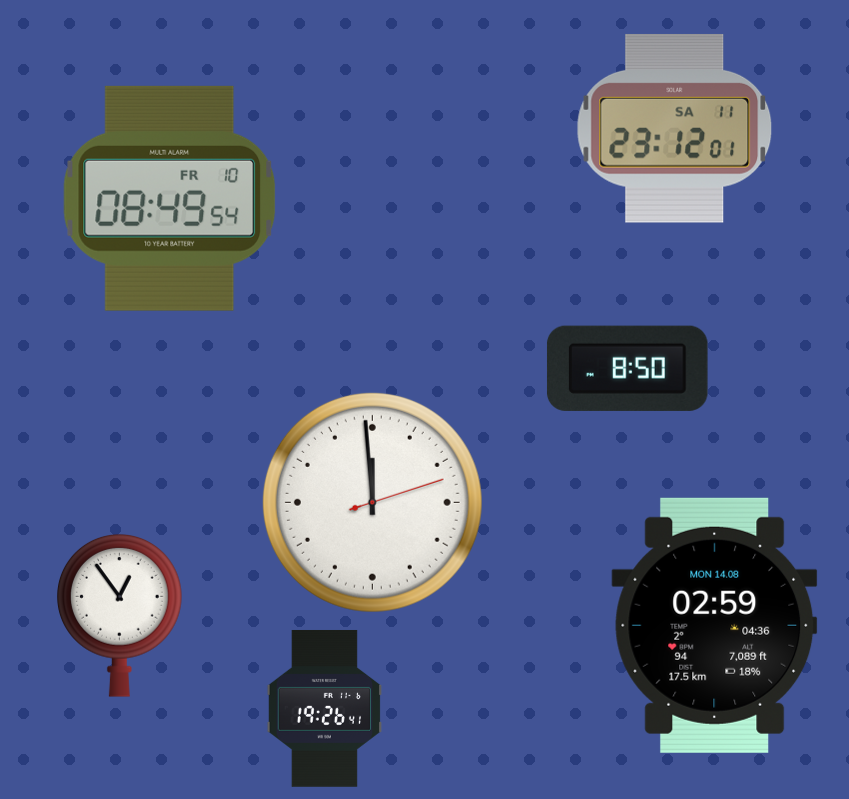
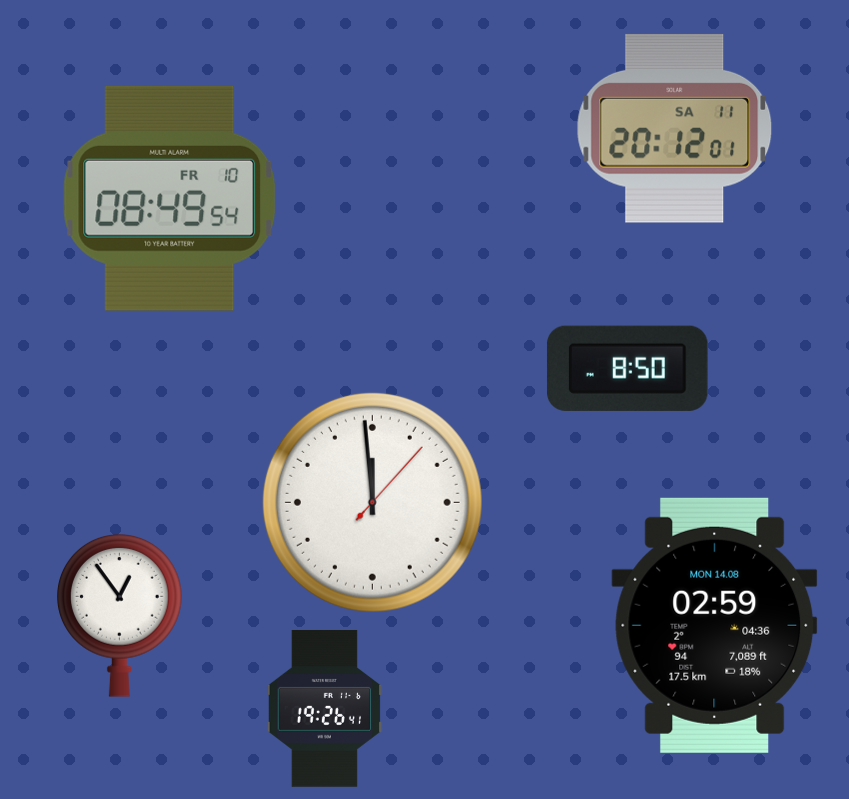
clock at (675, 128): 23:12 -> 20:12
clock at (372, 502): 11:59:12 -> 11:59:07
